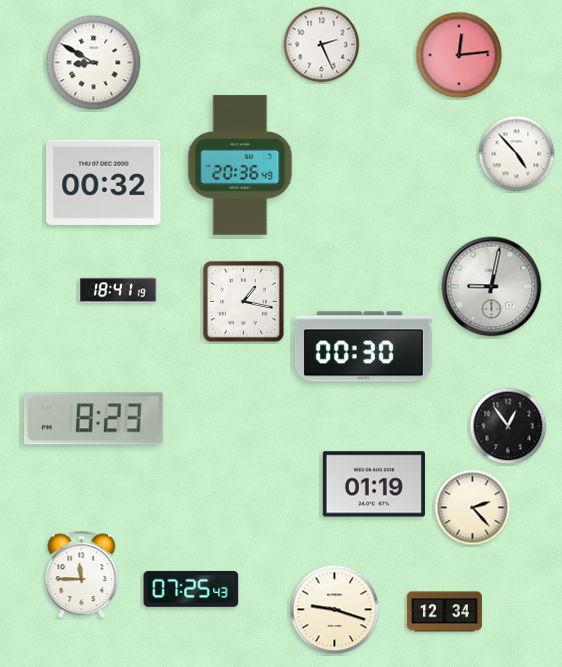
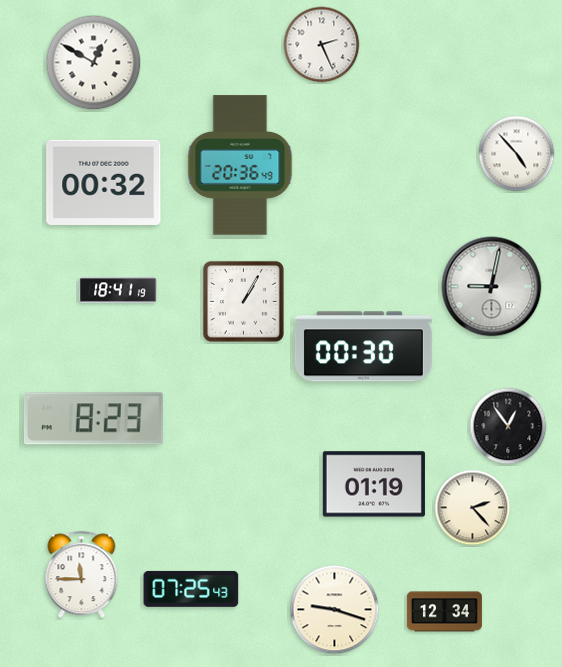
clock at (459, 55): 12:14 -> none
clock at (94, 63): 8:50 -> 12:50
clock at (243, 301): 1:17 -> 1:05
